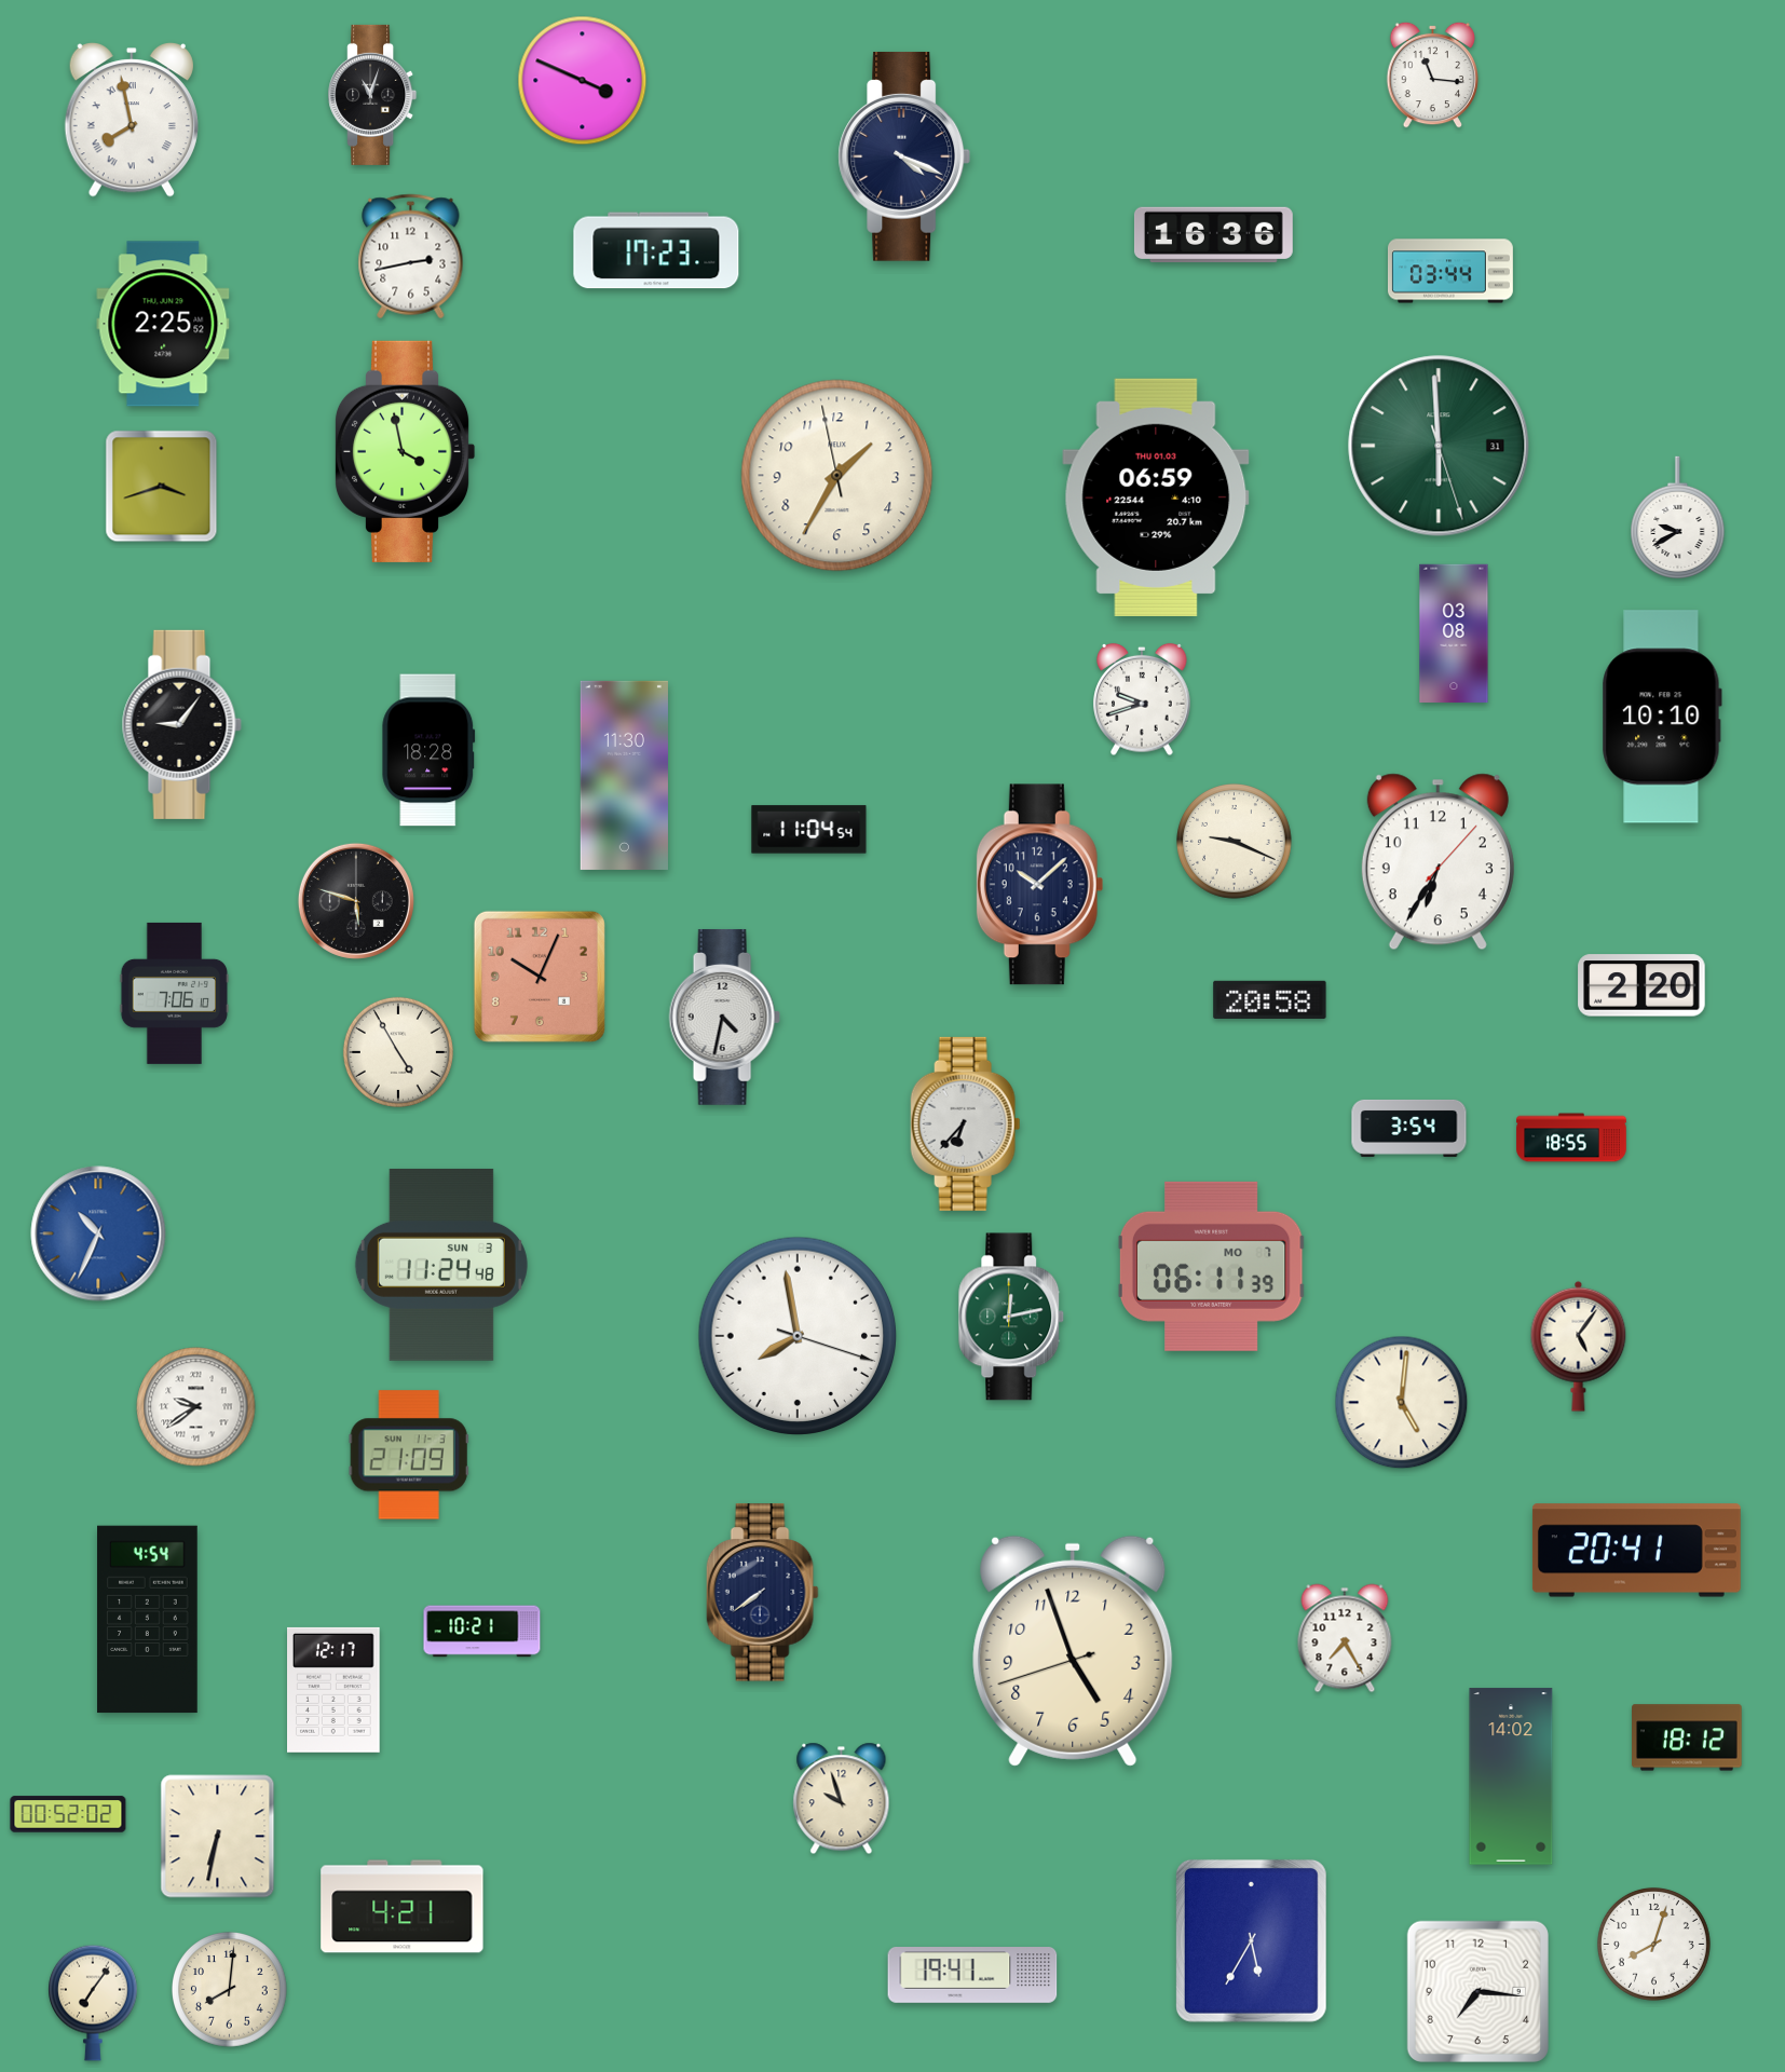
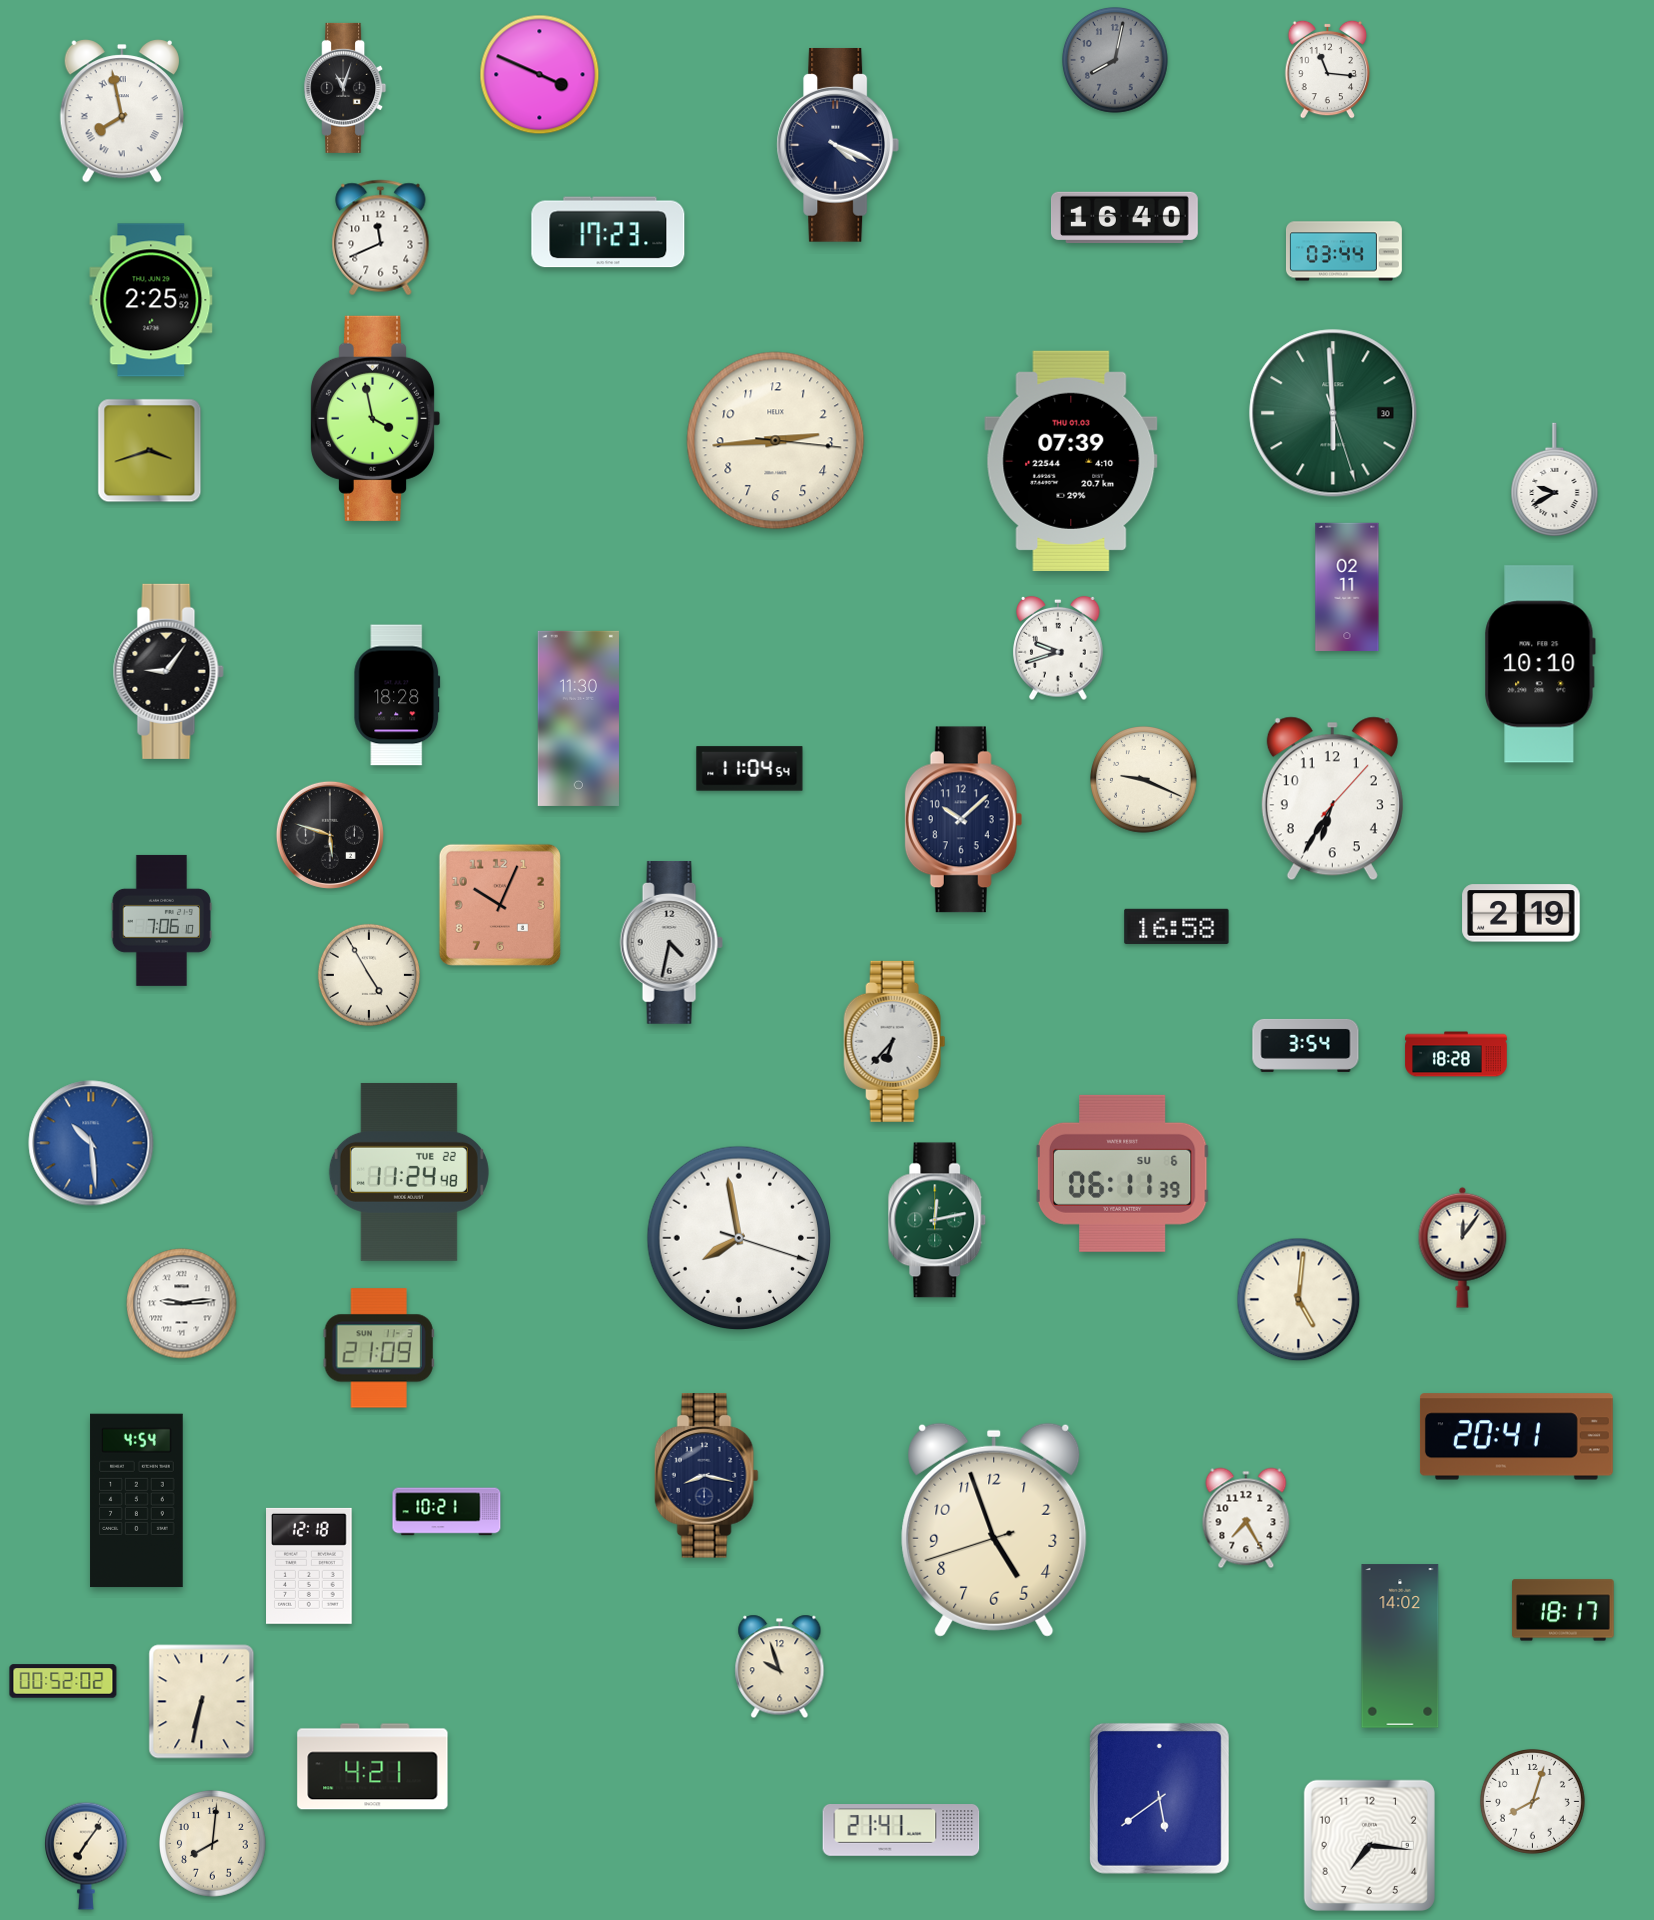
clock at (1116, 61): none -> 8:02
clock at (1213, 235): 16:36 -> 16:40
clock at (411, 257): 2:43 -> 11:41
clock at (1439, 446) date: 31 -> 30
clock at (837, 476): 1:34 -> 2:44
clock at (1156, 497): 06:59 -> 07:39
clock at (1454, 633): 03:08 -> 02:11
clock at (1641, 985): 2:20 -> 2:19
clock at (1270, 999): 20:58 -> 16:58
clock at (1571, 1137): 18:55 -> 18:28
clock at (98, 1233): 10:34 -> 10:29
clock at (441, 1265) date: SUN 3 -> TUE 22
clock at (1211, 1266) date: MO 7 -> SU 6
clock at (1579, 1346): 5:06 -> 12:06
clock at (196, 1407): 9:39 -> 9:14
clock at (762, 1593): 7:39 -> 8:17
clock at (335, 1690): 12:17 -> 12:18
clock at (1687, 1737): 18:12 -> 18:17
clock at (1251, 1940): 5:35 -> 5:39
clock at (972, 1975): 19:41 -> 21:41
